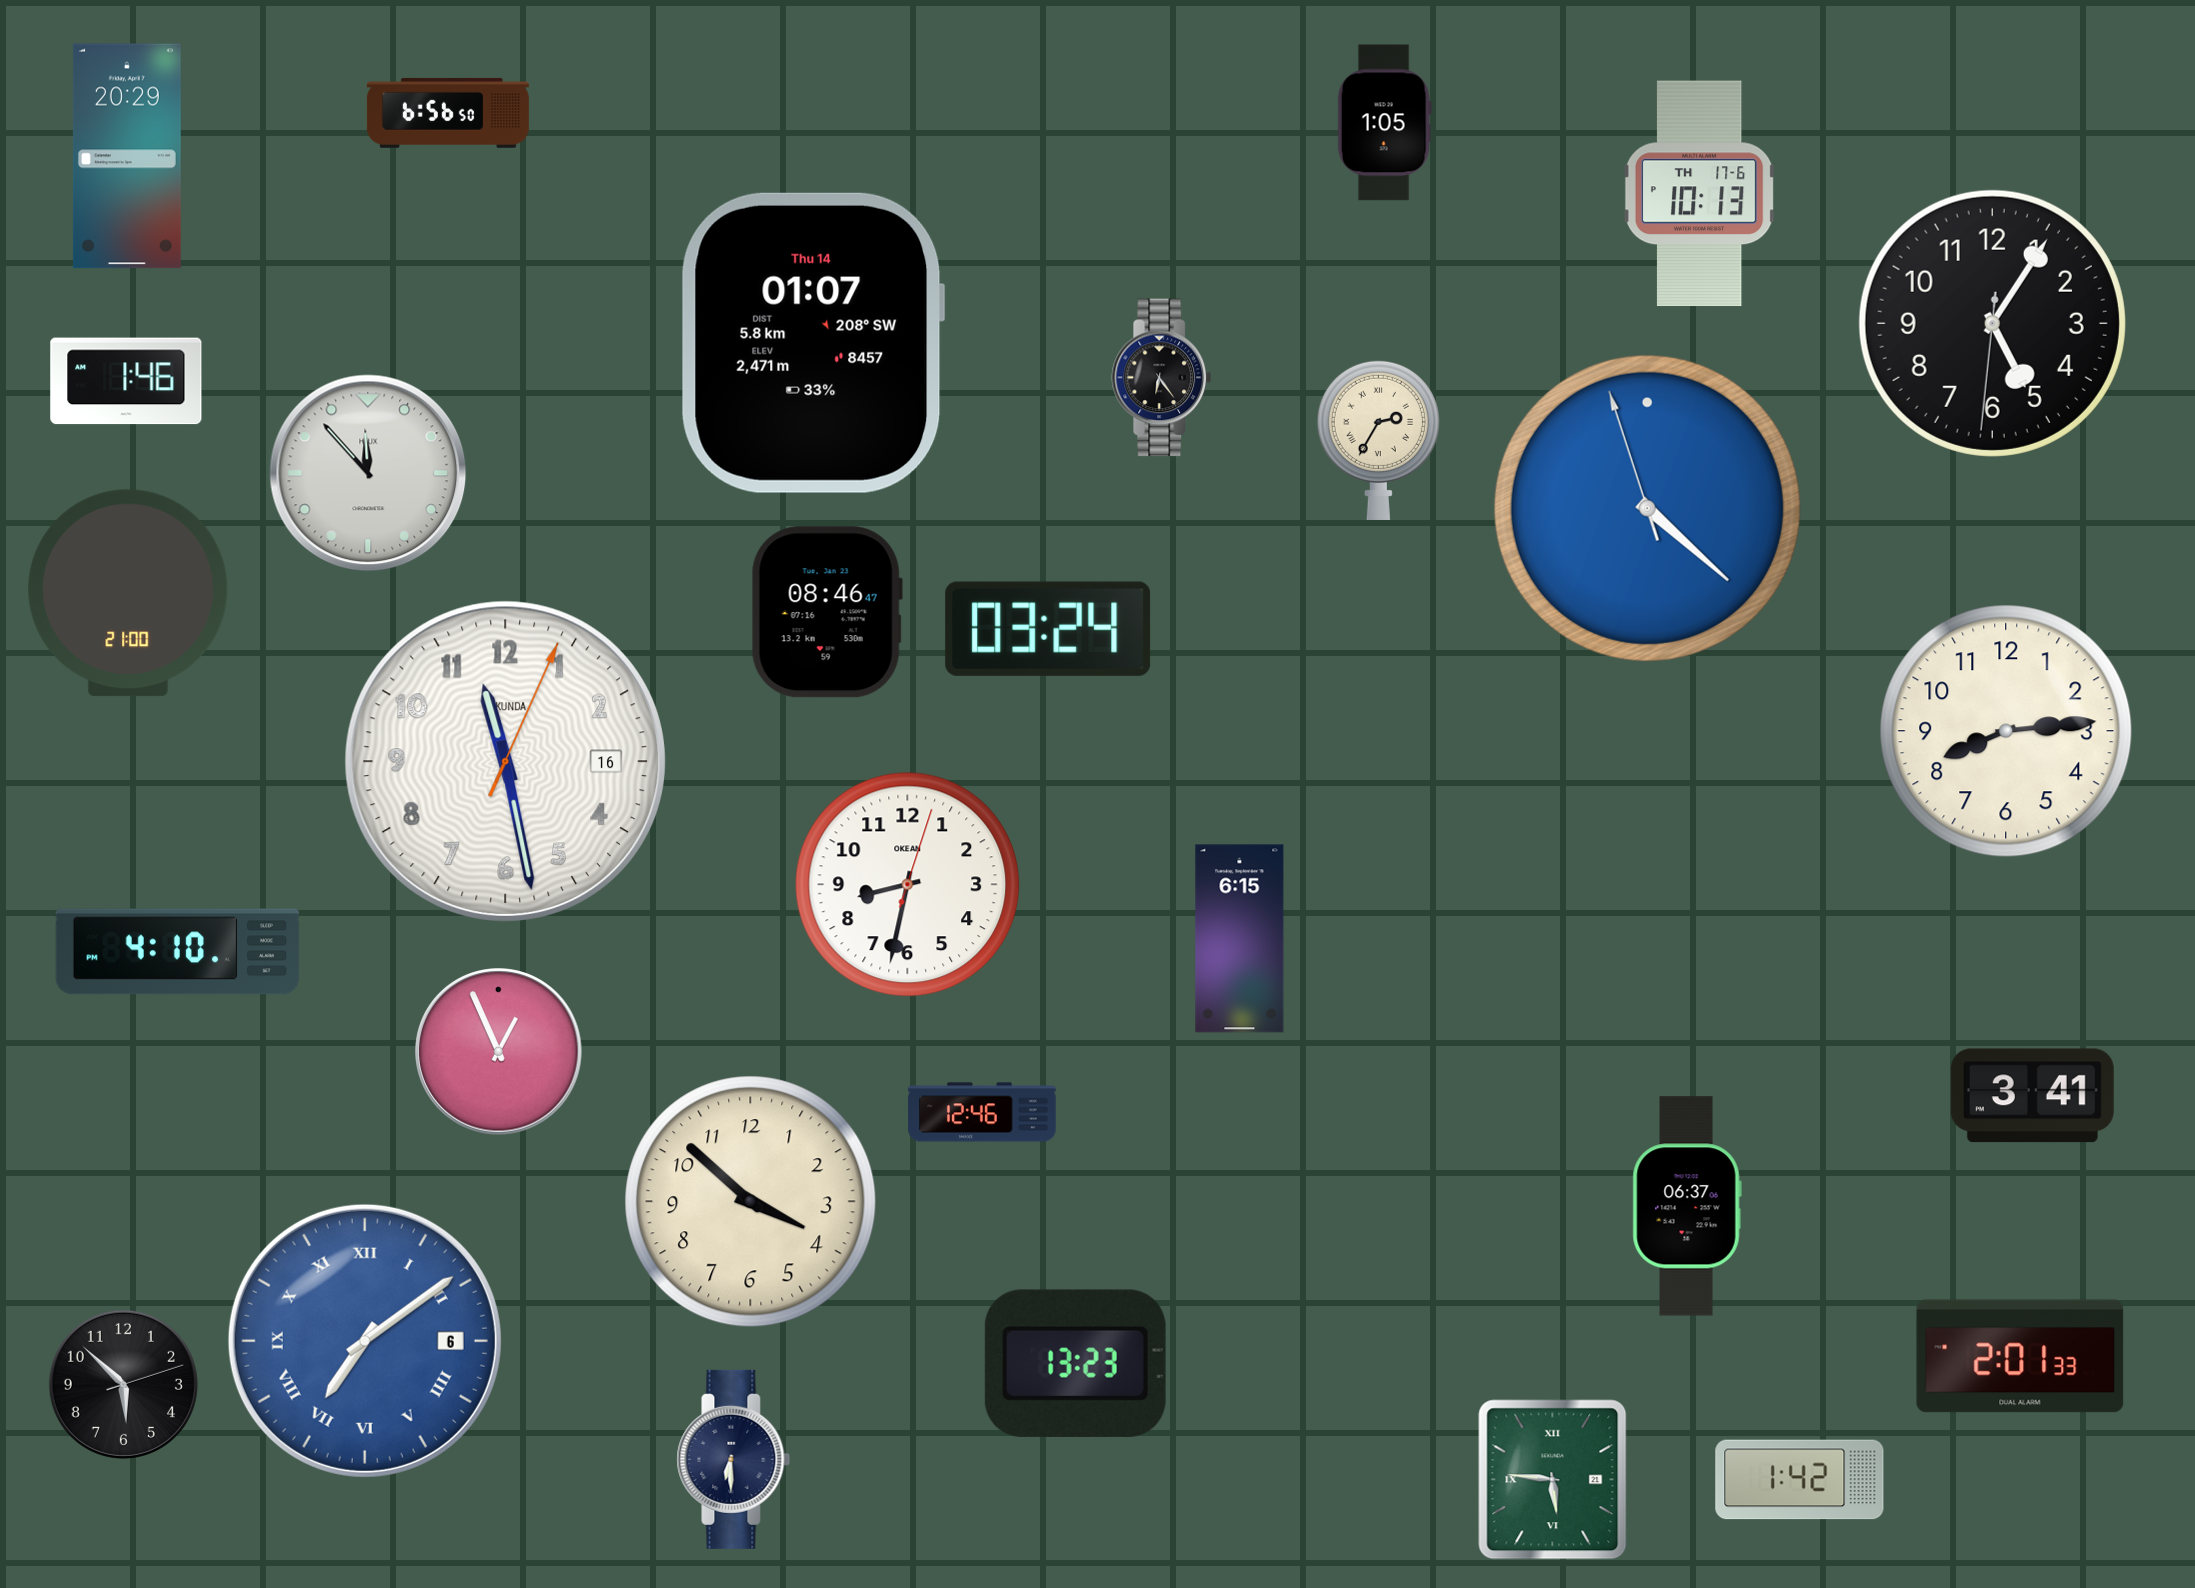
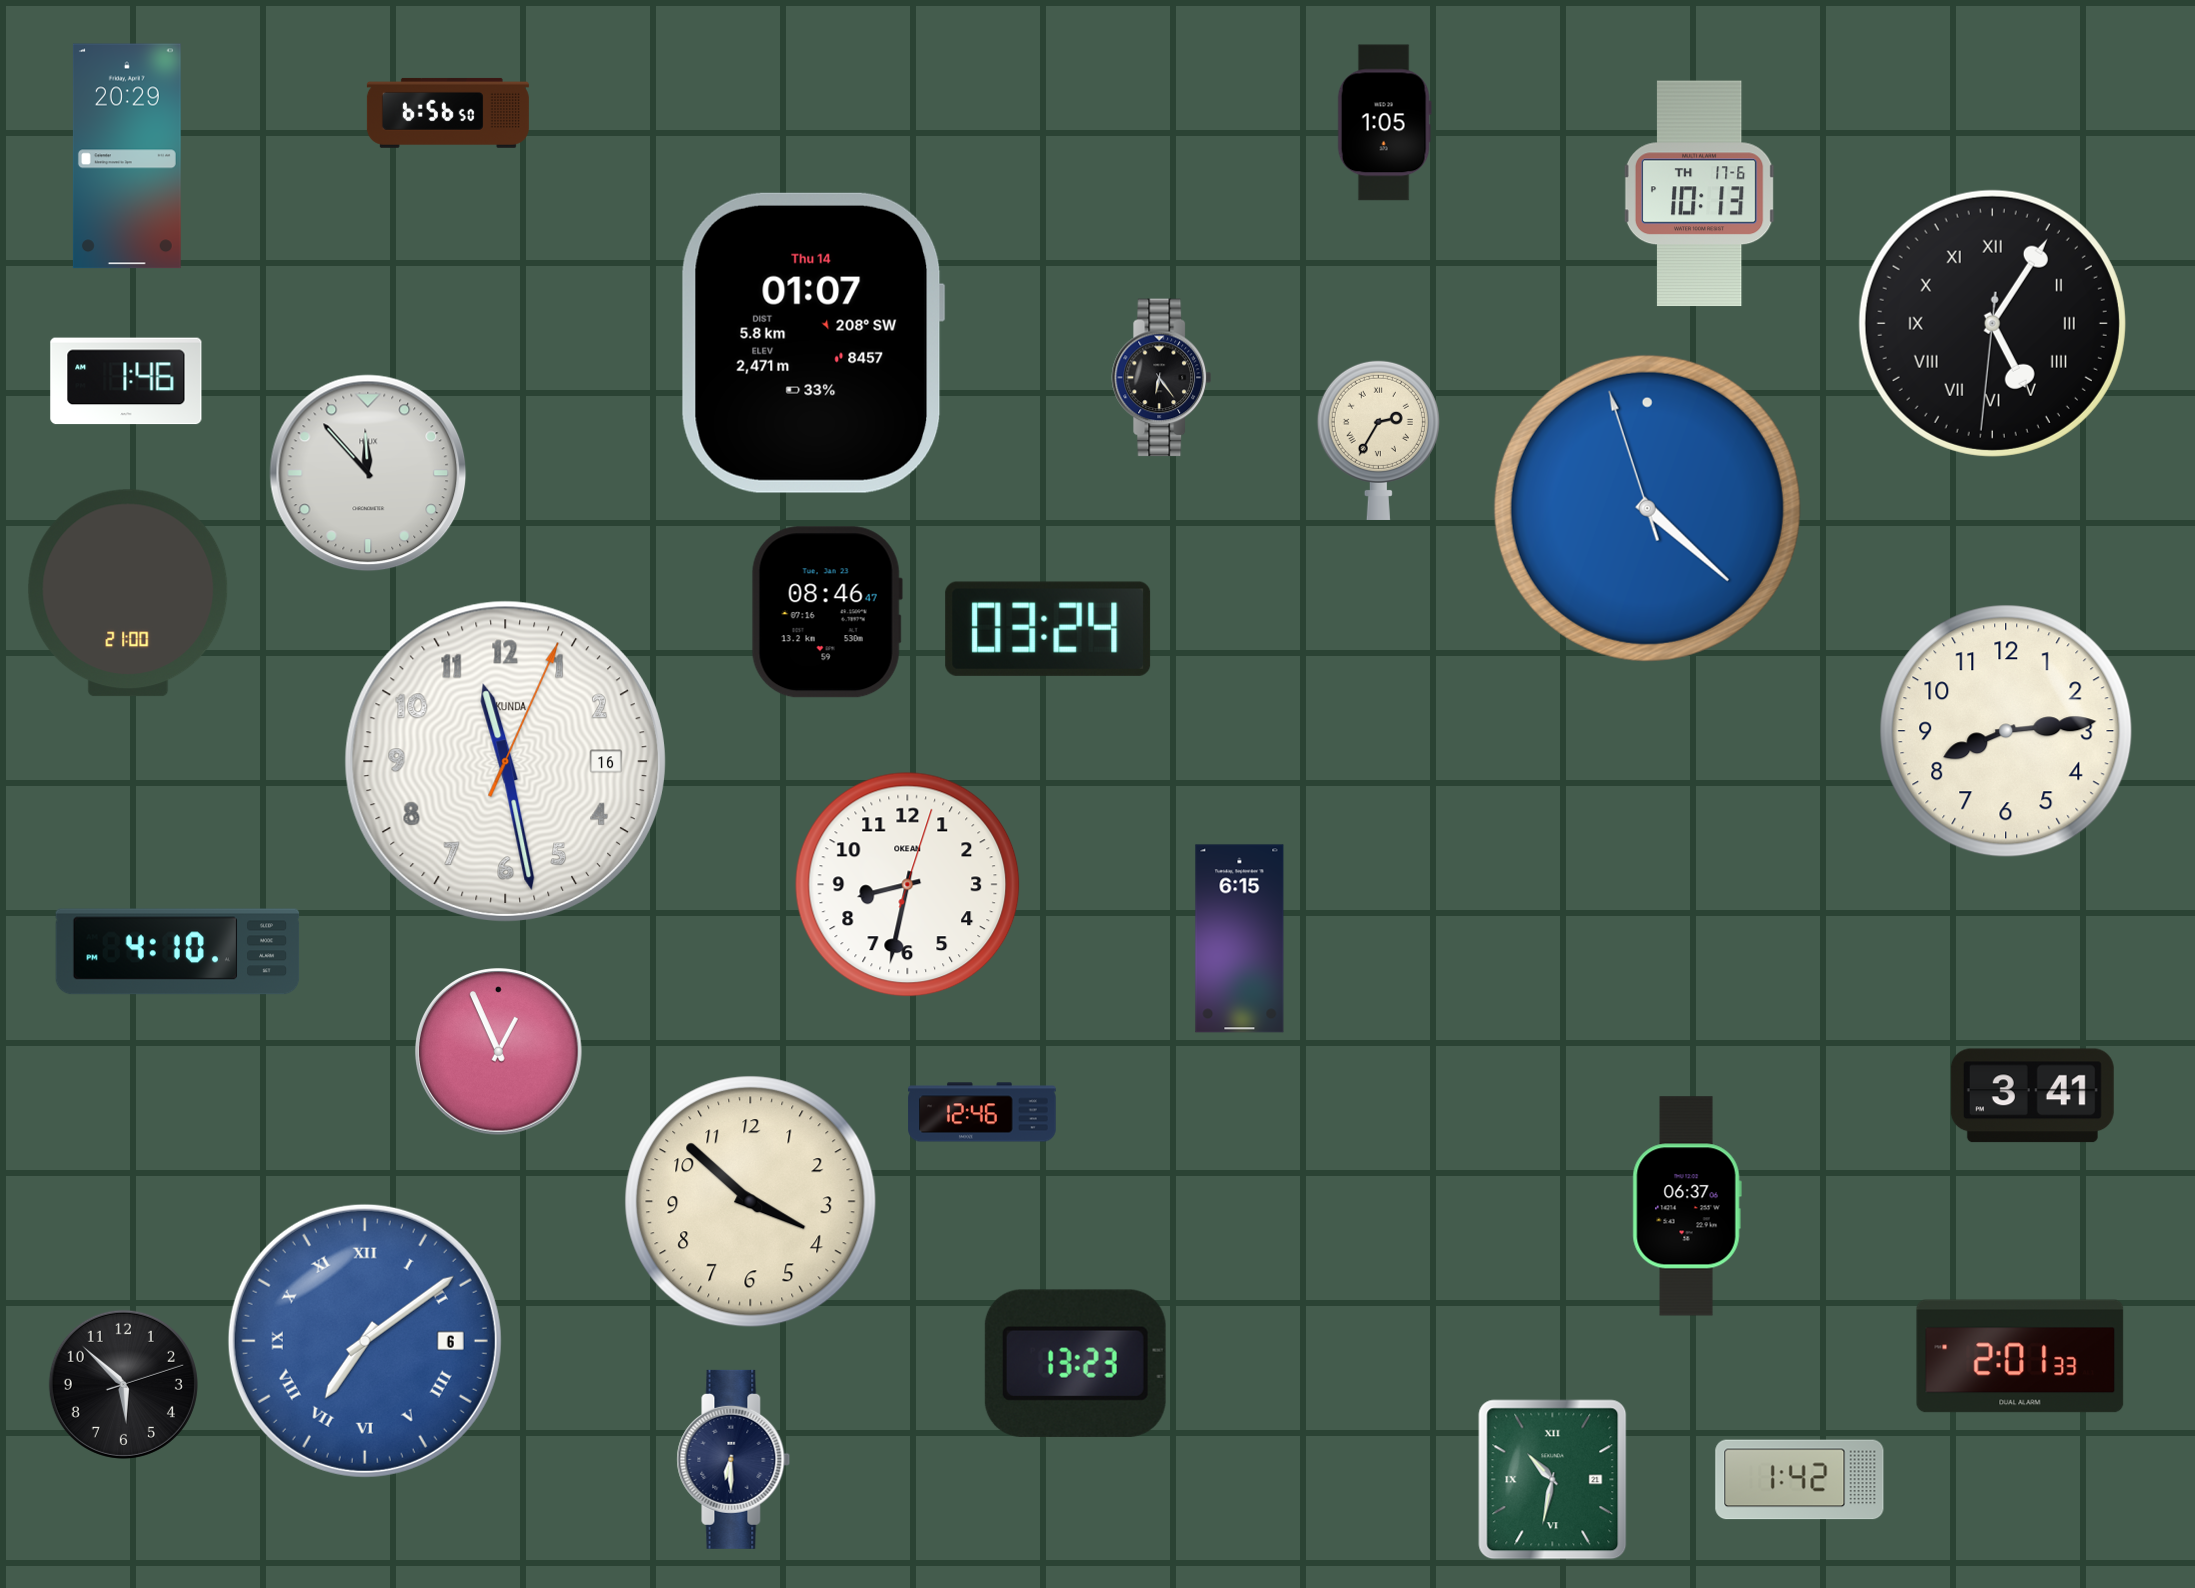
clock at (1992, 323) numerals: Arabic -> Roman
clock at (1553, 1480): 5:46 -> 10:32
